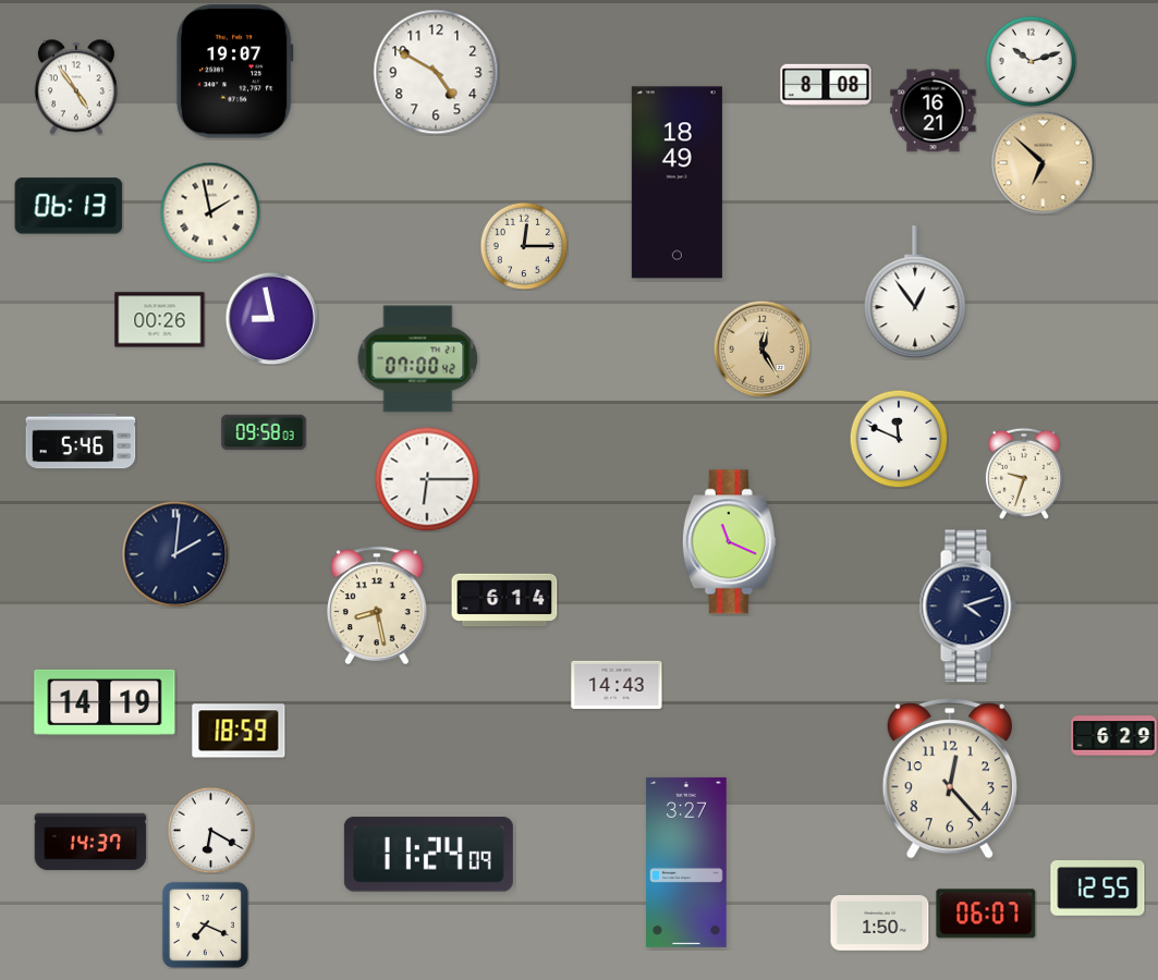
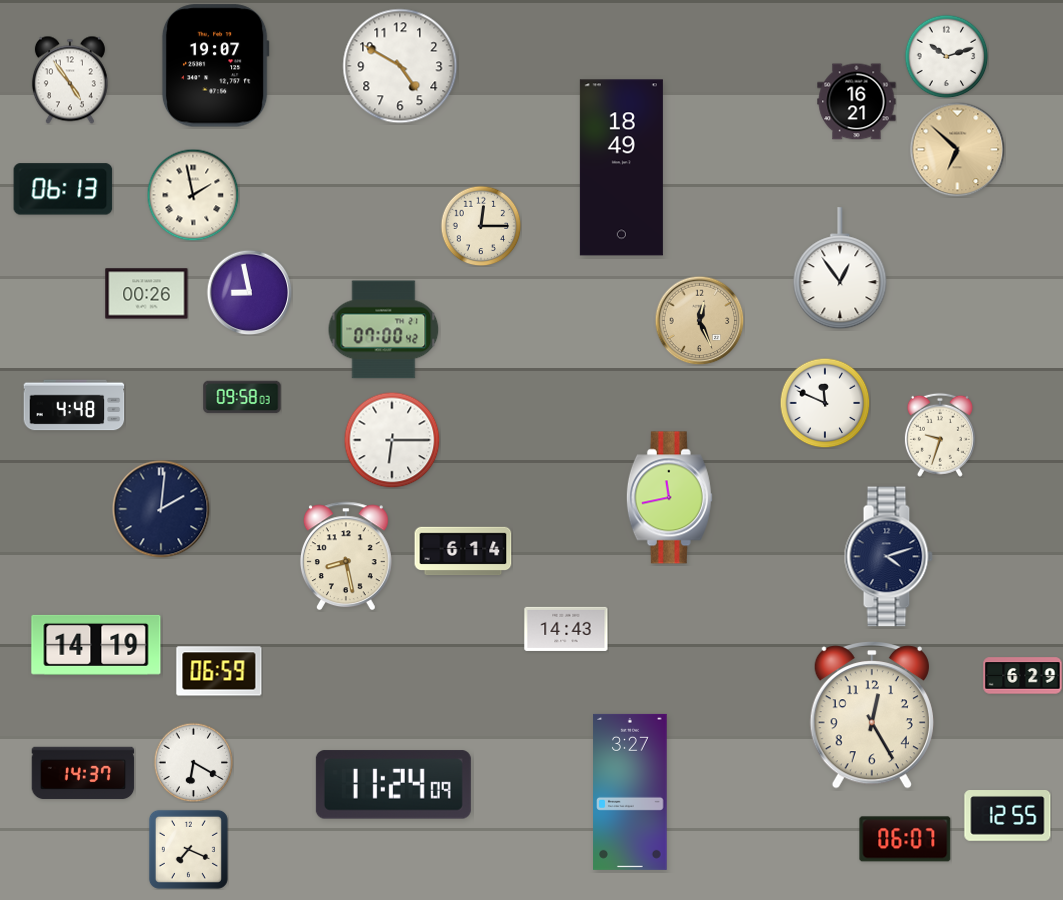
clock at (826, 85): 8:08 -> none
clock at (761, 348): 12:25 -> 12:26
clock at (81, 441): 5:46 -> 4:48
clock at (729, 542): 11:19 -> 11:43
clock at (239, 731): 18:59 -> 06:59
clock at (950, 779): 12:23 -> 12:25
clock at (880, 923): 1:50 -> none
